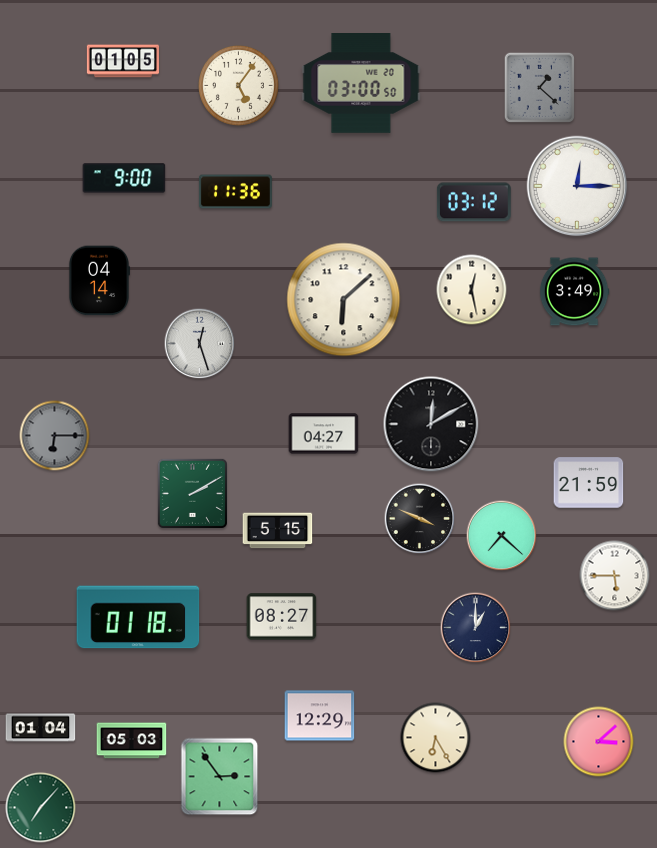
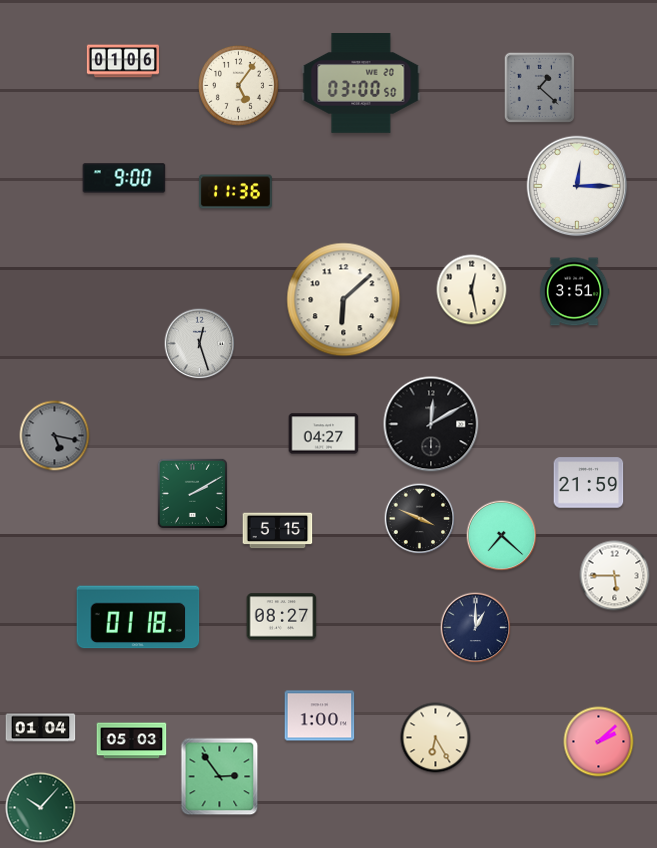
clock at (123, 61): 01:05 -> 01:06
clock at (474, 202): 03:12 -> none
clock at (98, 281): 04:14 -> none
clock at (574, 292): 3:49 -> 3:51
clock at (55, 436): 6:15 -> 5:17
clock at (320, 716): 12:29 -> 1:00
clock at (599, 742): 3:08 -> 2:08
clock at (41, 808): 7:07 -> 10:07
